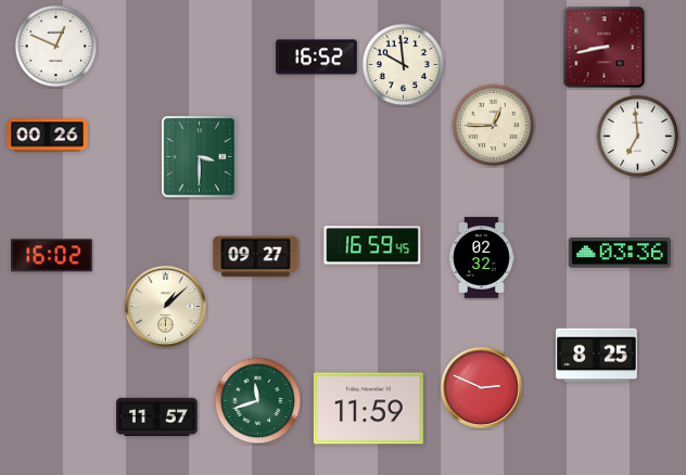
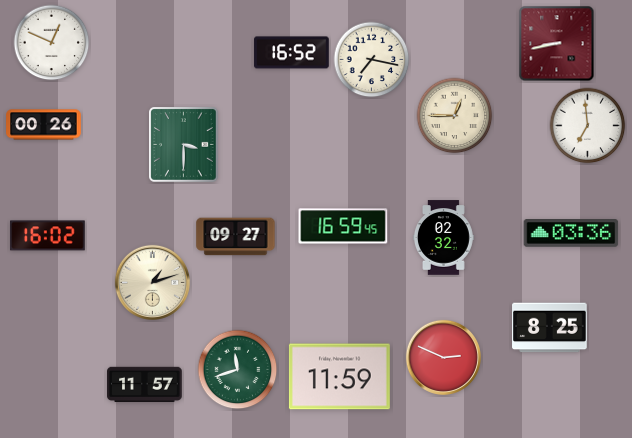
clock at (404, 65): 9:59 -> 7:17
clock at (165, 306): 1:08 -> 1:12
